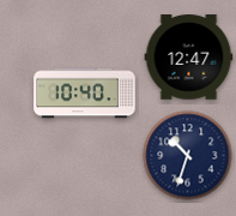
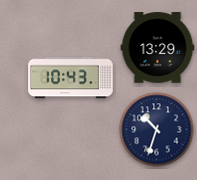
clock at (189, 58): 12:47 -> 13:29
clock at (85, 94): 10:40 -> 10:43
